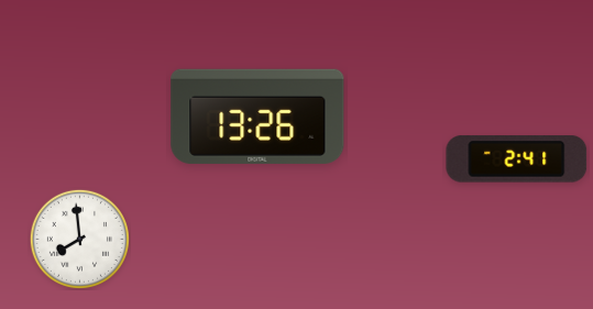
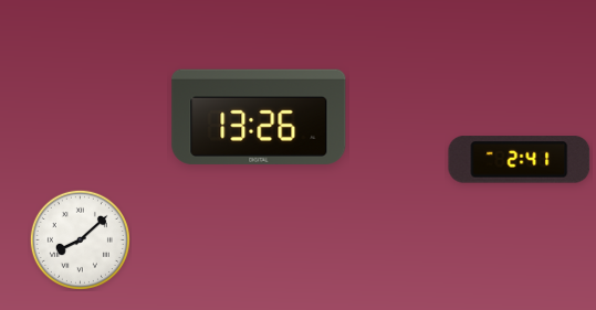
clock at (79, 239): 7:59 -> 8:08
